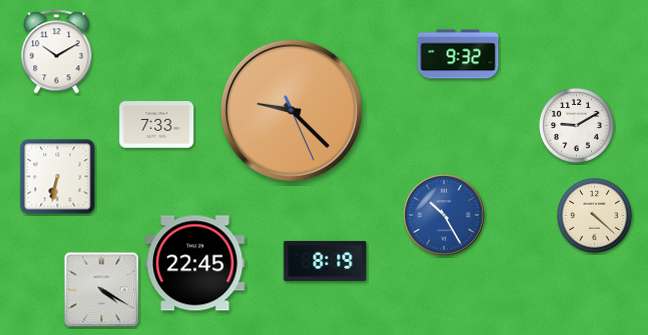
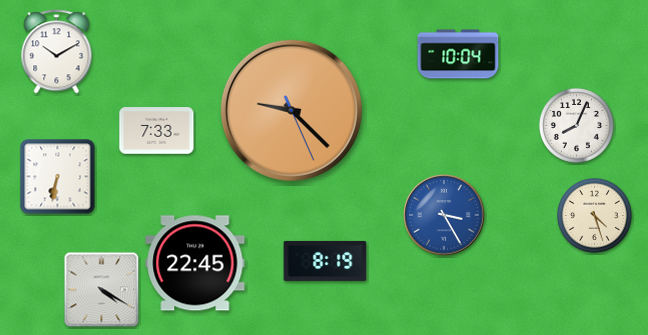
clock at (458, 54): 9:32 -> 10:04
clock at (157, 125) position: (157, 125) -> (157, 131)
clock at (576, 125): 9:10 -> 8:04
clock at (444, 215): 10:25 -> 3:25
clock at (594, 215): 4:22 -> 4:27
